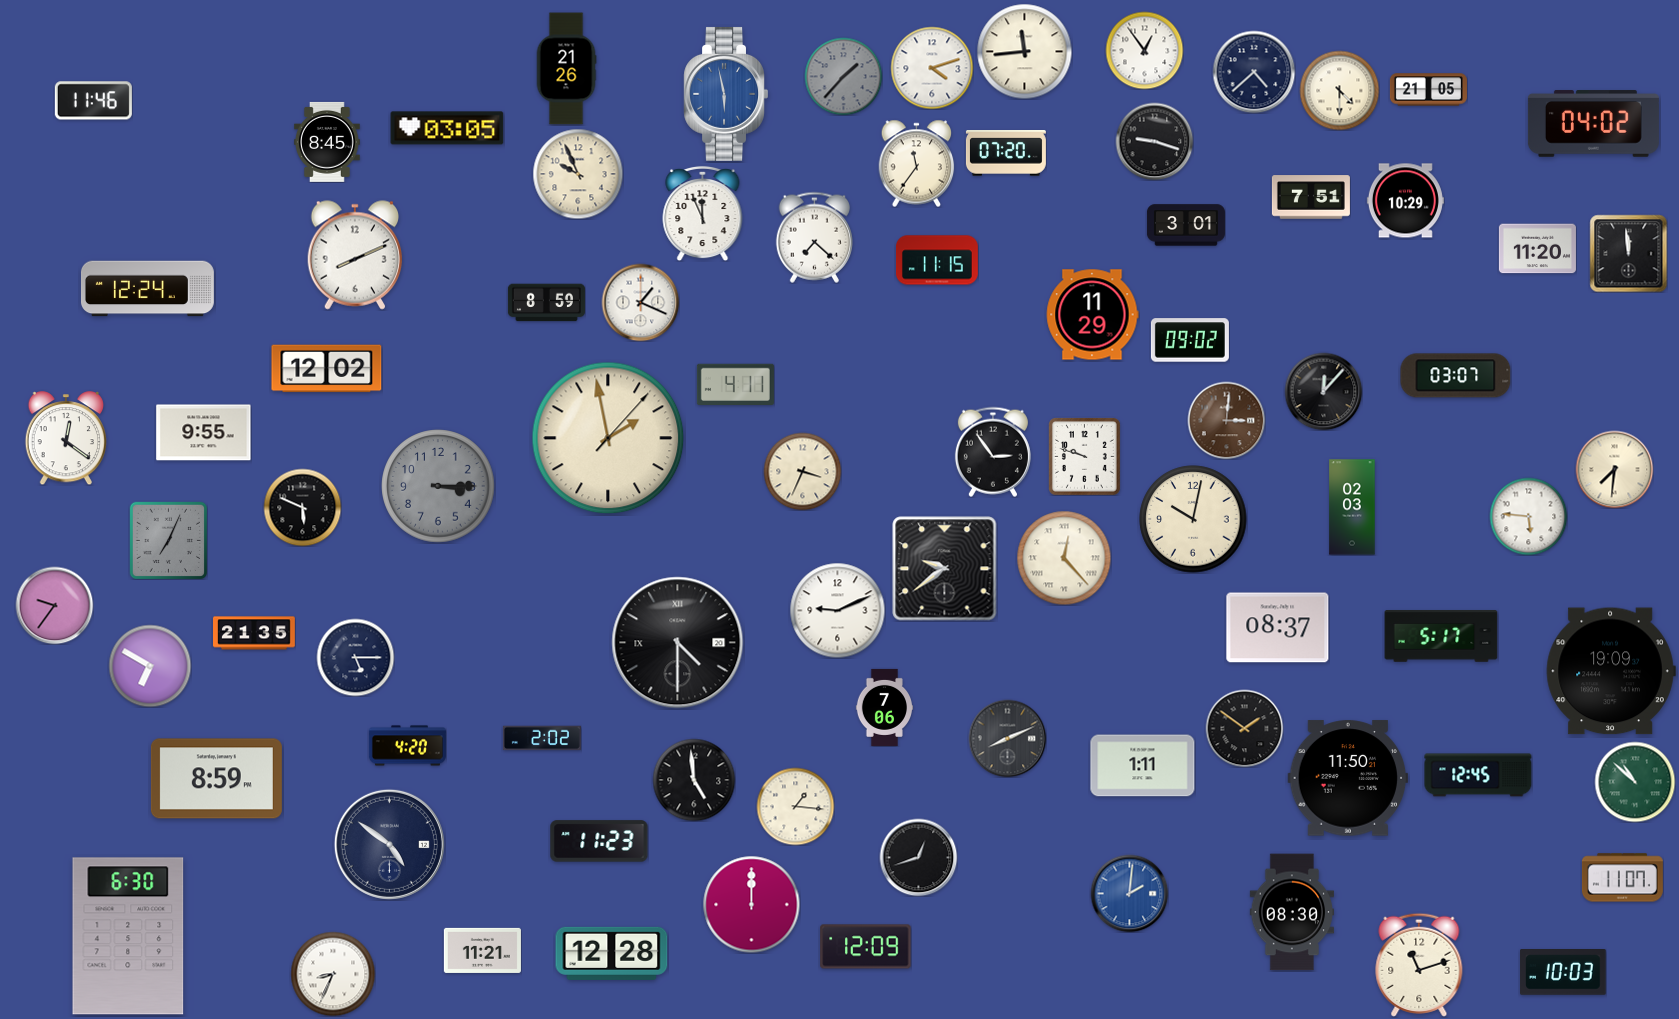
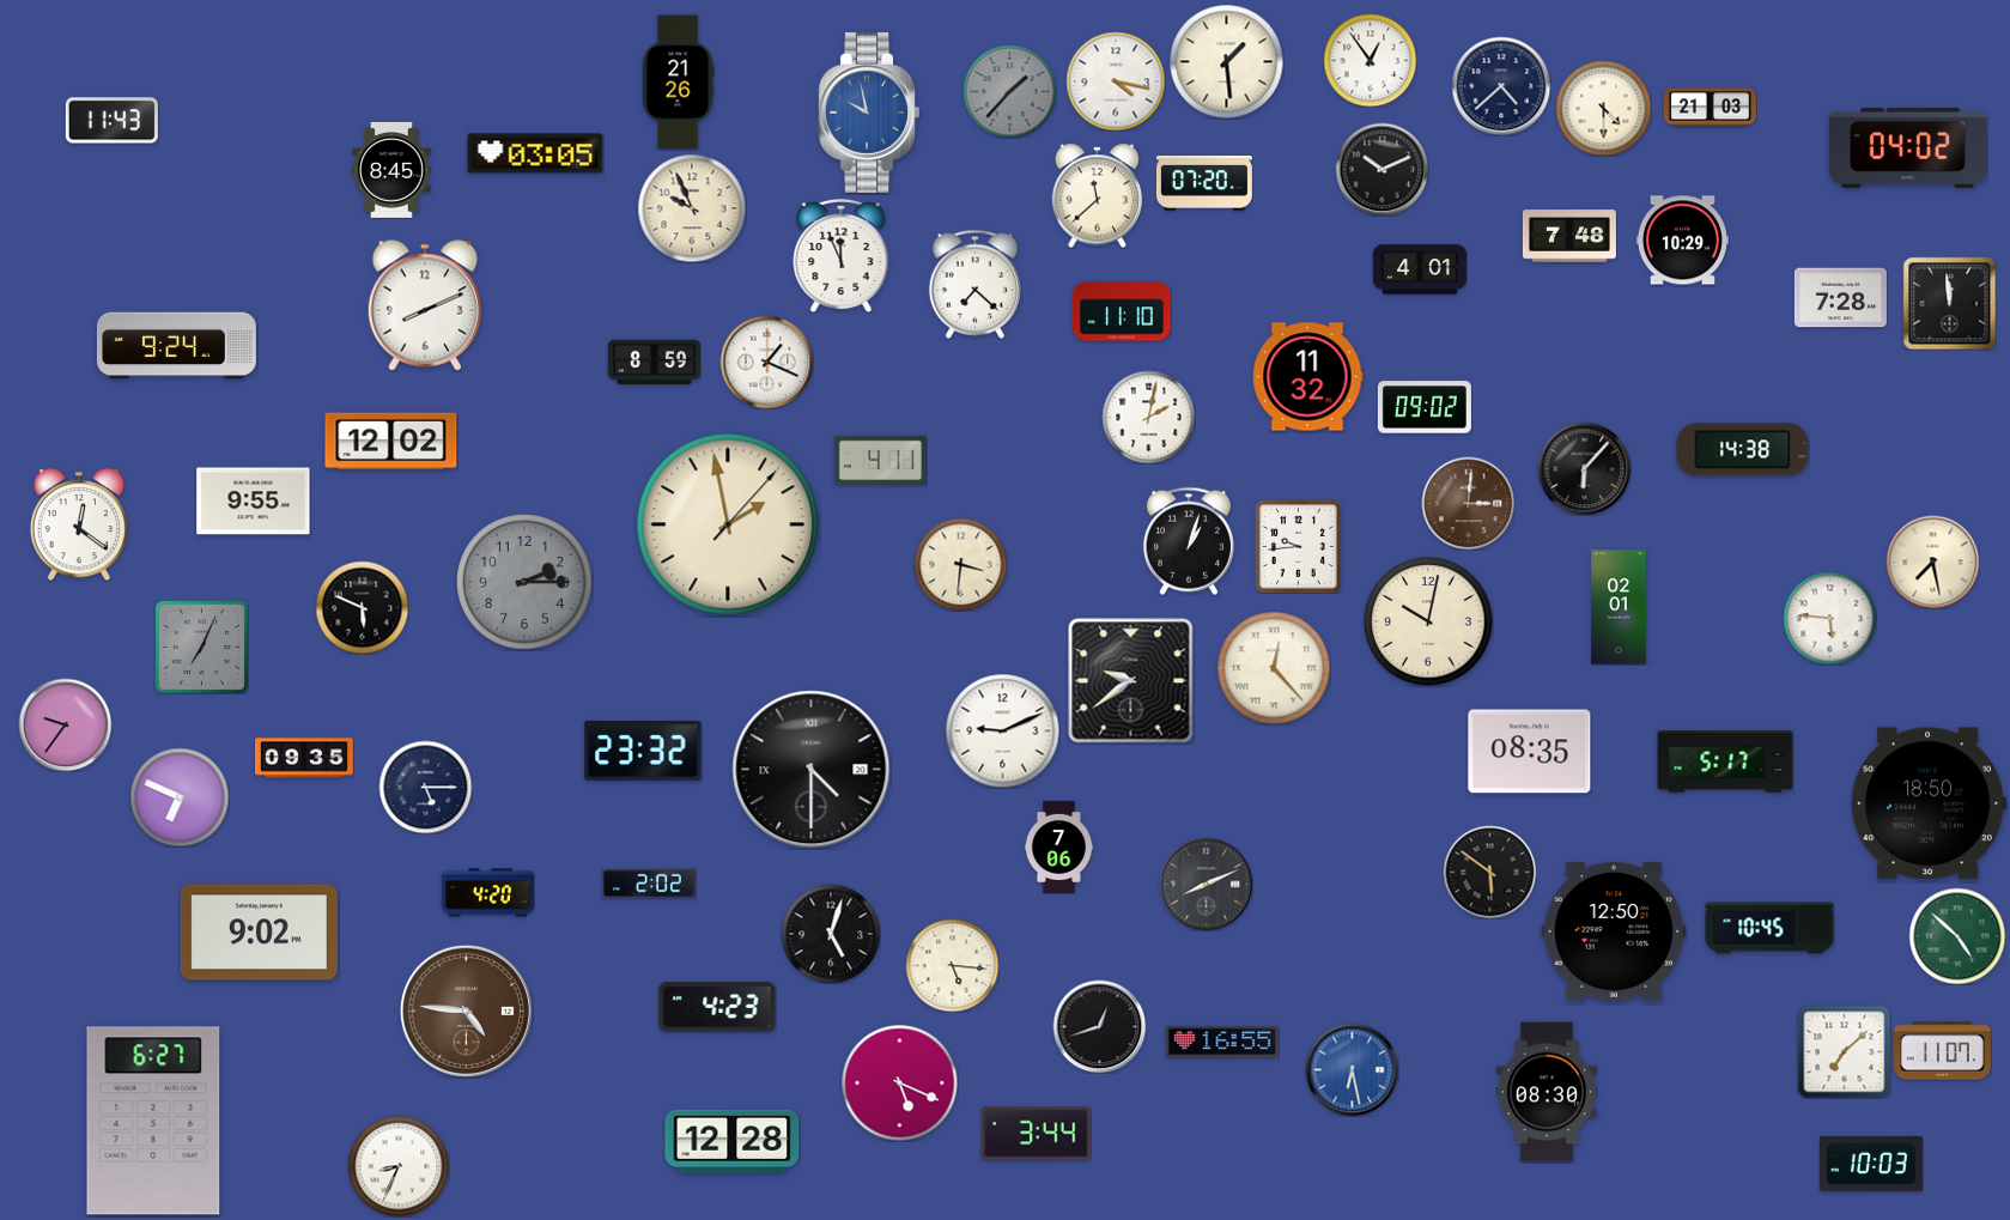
clock at (1024, 51): 11:44 -> 1:29
clock at (932, 68): 4:12 -> 4:17
clock at (1428, 90): 21:05 -> 21:03
clock at (725, 94): 5:58 -> 9:58
clock at (93, 101): 11:46 -> 11:43
clock at (1154, 141): 9:18 -> 10:11
clock at (917, 163): 11:36 -> 11:38
clock at (1311, 197): 7:51 -> 7:48
clock at (1186, 225): 3:01 -> 4:01
clock at (1537, 249): 11:20 -> 7:28
clock at (937, 260): 11:15 -> 11:10
clock at (147, 289): 12:24 -> 9:24
clock at (1092, 315): 11:29 -> 11:32
clock at (1148, 417): none -> 2:02
clock at (1456, 376): 03:07 -> 14:38
clock at (1323, 391): 12:07 -> 6:07
clock at (204, 433) position: (204, 433) -> (254, 502)
clock at (993, 452): 2:54 -> 1:03
clock at (1084, 456): 9:48 -> 9:44
clock at (1614, 469): 7:31 -> 7:28
clock at (802, 471): 3:34 -> 3:31
clock at (438, 486): 3:15 -> 2:15
clock at (1352, 507): 02:03 -> 02:01
clock at (643, 751): none -> 23:32
clock at (1278, 628): 08:37 -> 08:35
clock at (255, 633): 21:35 -> 09:35
clock at (150, 666): 6:50 -> 6:49
clock at (1611, 671): 19:09 -> 18:50
clock at (1244, 728): 1:51 -> 5:51
clock at (1143, 766): 1:11 -> none
clock at (1478, 775): 12:45 -> 10:45
clock at (1348, 778): 11:50 -> 12:50
clock at (216, 779): 8:59 -> 9:02
clock at (694, 780): 4:59 -> 5:03
clock at (1635, 782): 10:52 -> 4:52
clock at (795, 806): 1:16 -> 5:16
clock at (599, 841): 11:23 -> 4:23
clock at (389, 844): 4:51 -> 4:46
clock at (389, 844) dial: navy -> brown
clock at (1222, 1042): none -> 16:55
clock at (1844, 1051): none -> 7:08
clock at (1129, 893): 2:01 -> 6:28
clock at (751, 904): 12:00 -> 5:19
clock at (128, 936): 6:30 -> 6:27
clock at (866, 947): 12:09 -> 3:44
clock at (482, 950): 11:21 -> none
clock at (1419, 965): 11:12 -> none
